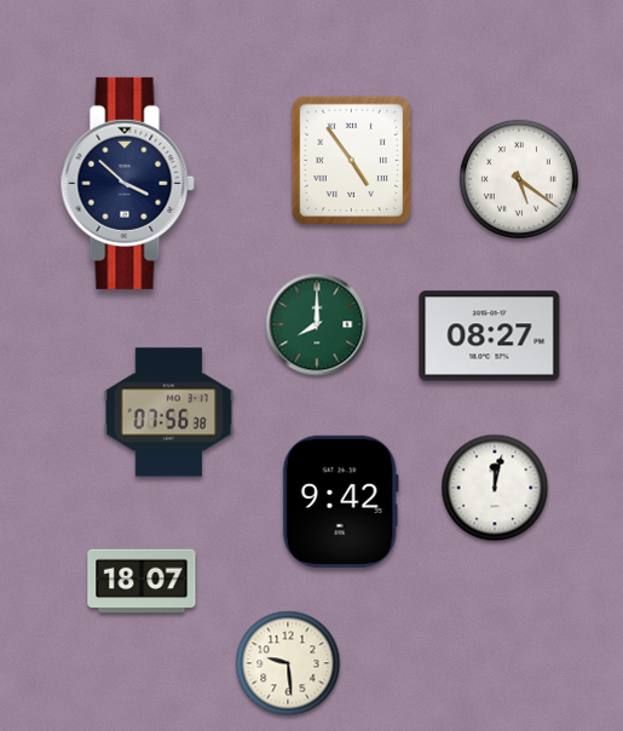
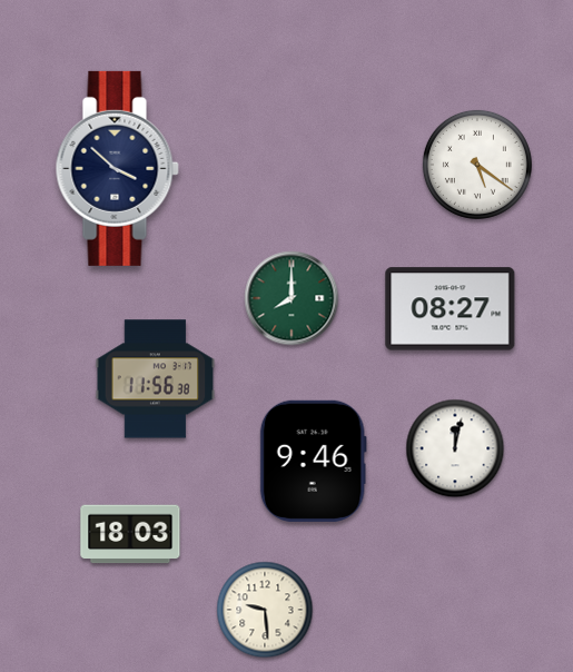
clock at (352, 161): 4:54 -> none
clock at (169, 413): 07:56 -> 11:56
clock at (340, 501): 9:42 -> 9:46
clock at (142, 581): 18:07 -> 18:03
